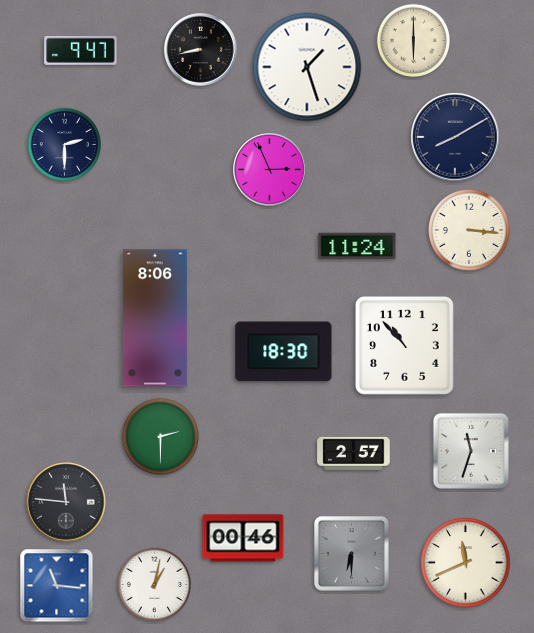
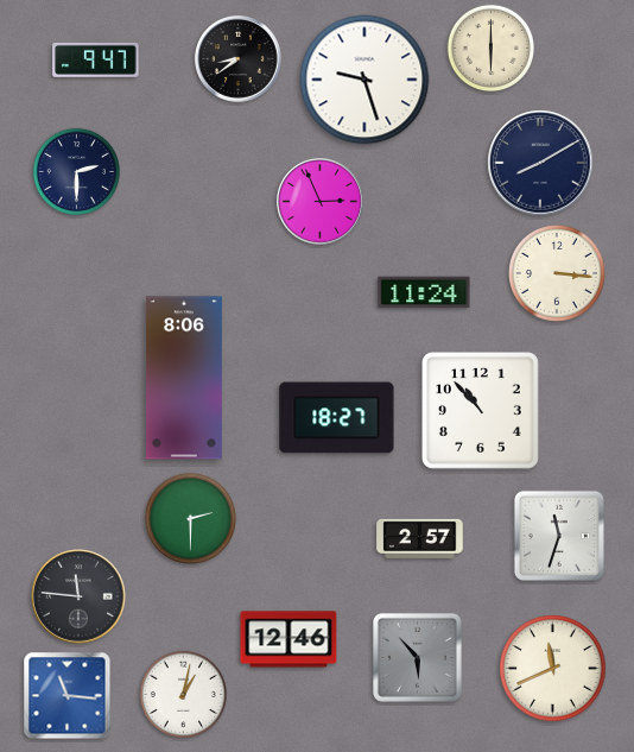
clock at (201, 50): 8:43 -> 8:39
clock at (307, 67): 1:27 -> 9:27
clock at (284, 352): 18:30 -> 18:27
clock at (243, 538): 00:46 -> 12:46
clock at (351, 553): 6:30 -> 5:53
